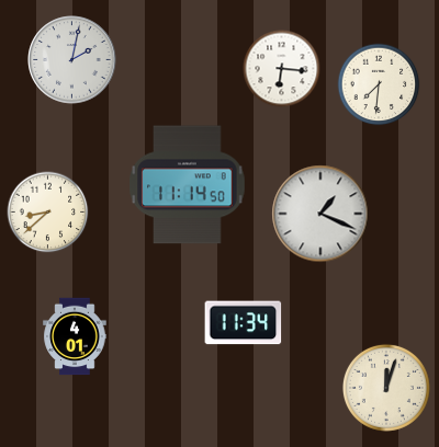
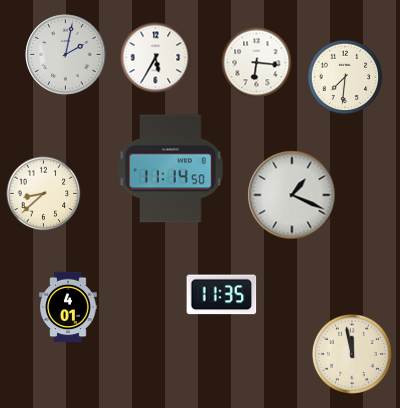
clock at (156, 58): none -> 5:35
clock at (244, 323): 11:34 -> 11:35
clock at (386, 388): 12:03 -> 11:58
